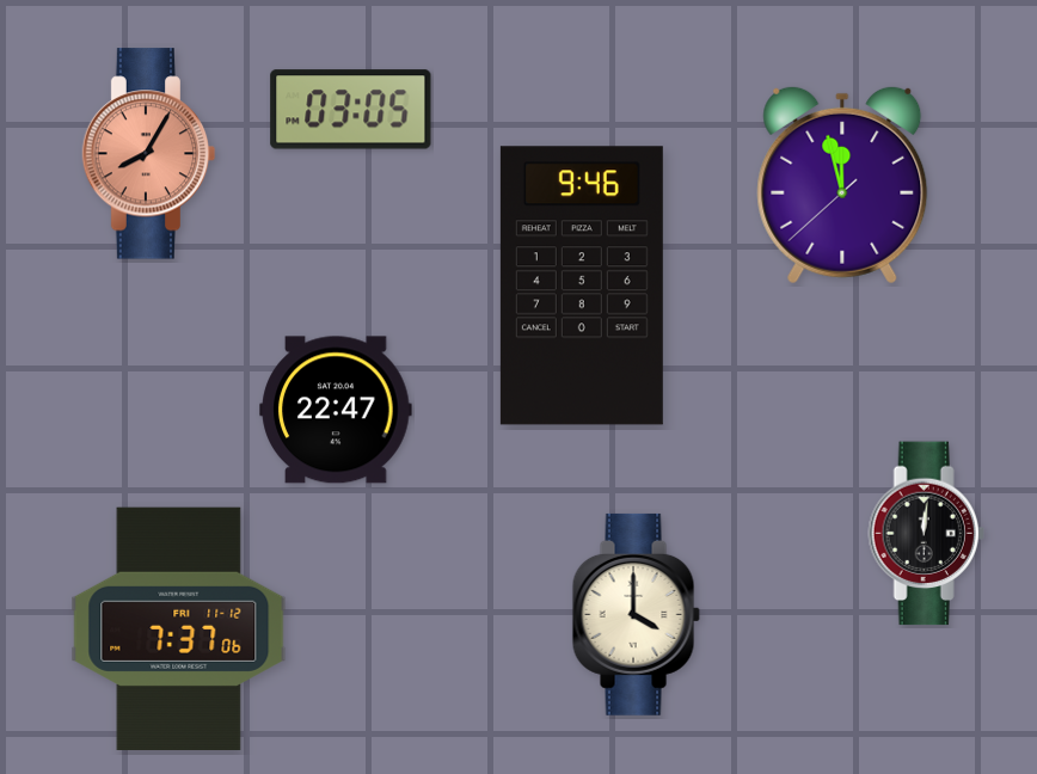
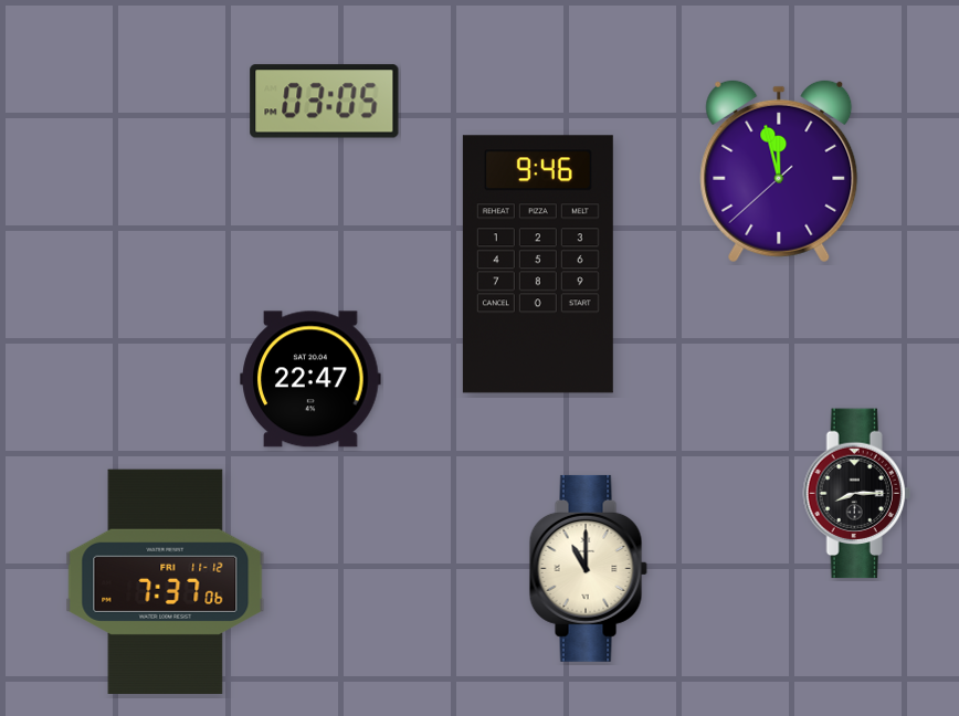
clock at (149, 154): 8:05 -> none
clock at (926, 534): 12:01 -> 8:15
clock at (636, 614): 4:00 -> 11:00
